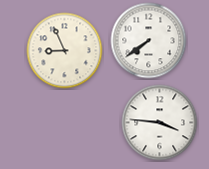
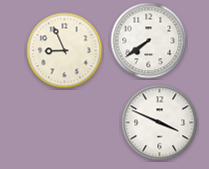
clock at (160, 123): 3:46 -> 3:49
